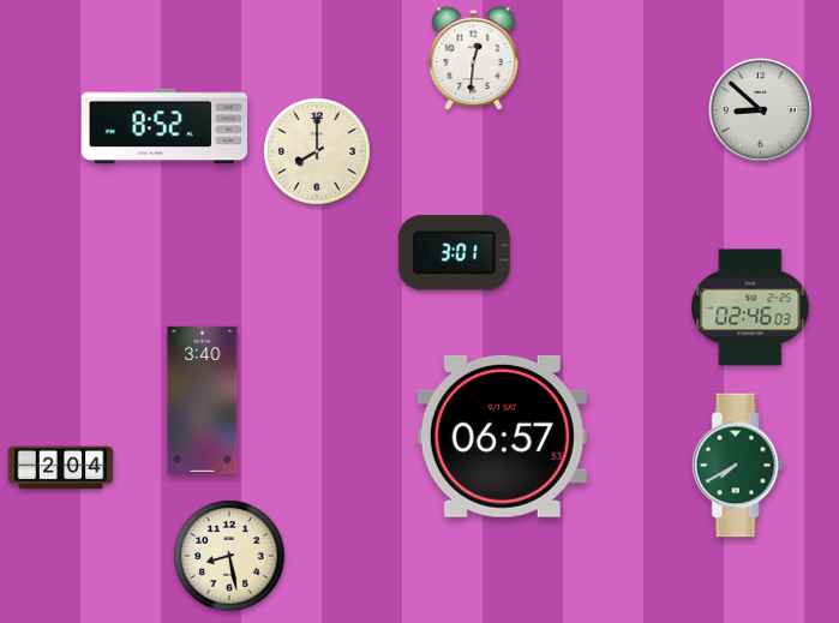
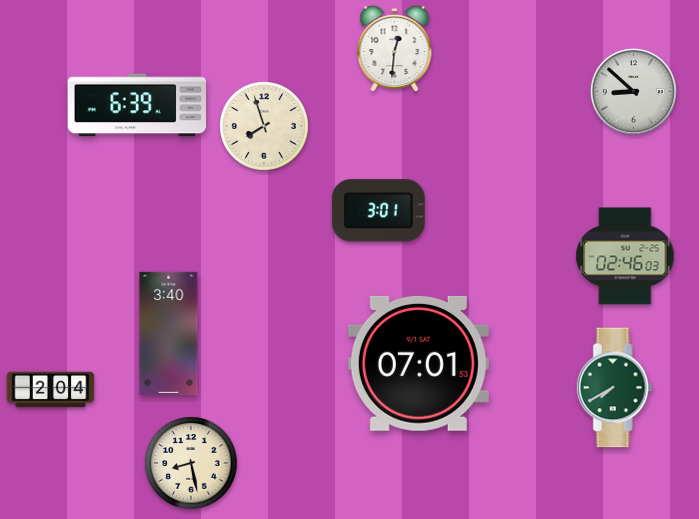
clock at (163, 126): 8:52 -> 6:39
clock at (318, 152): 8:00 -> 7:57
clock at (502, 436): 06:57 -> 07:01
